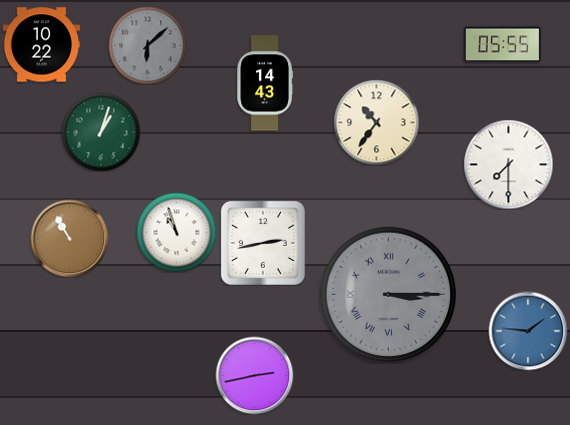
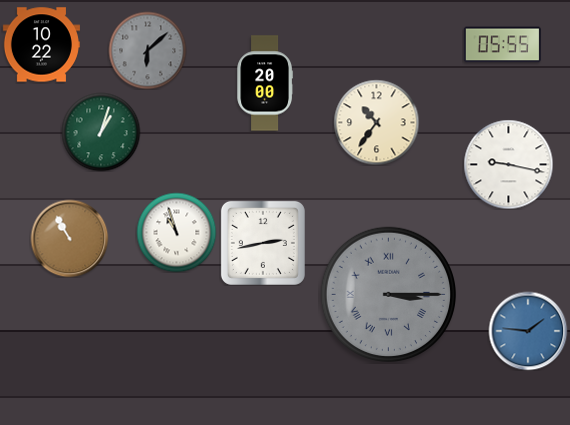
clock at (147, 45) position: (147, 45) -> (147, 50)
clock at (264, 83): 14:43 -> 20:00
clock at (508, 164): 7:30 -> 9:17
clock at (254, 375): 2:43 -> none
